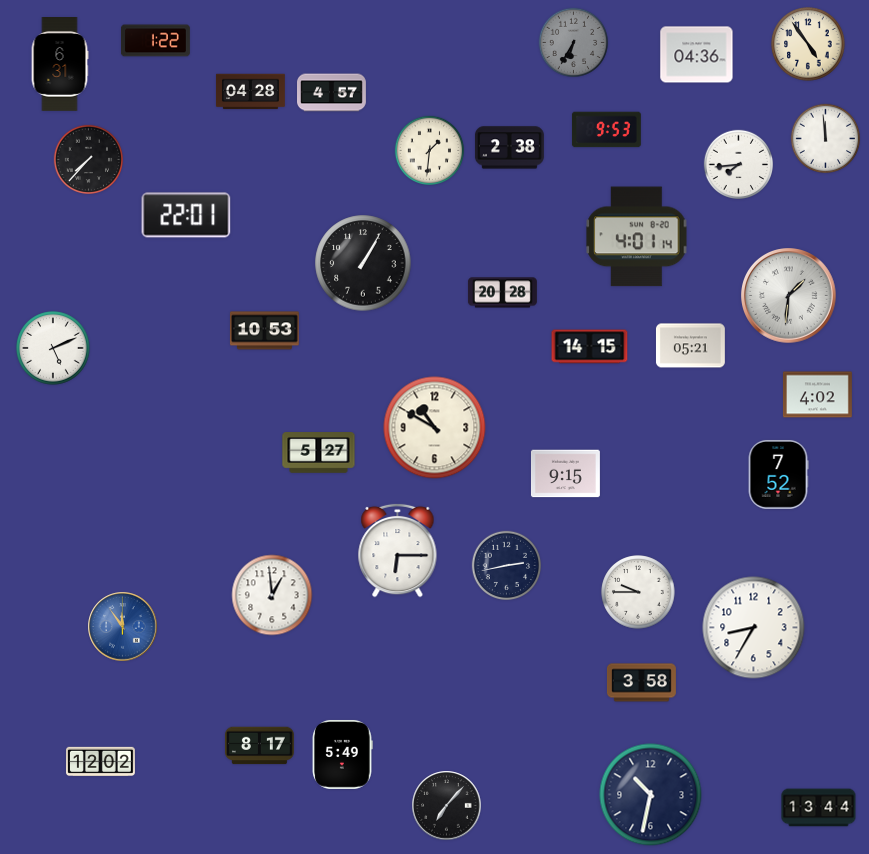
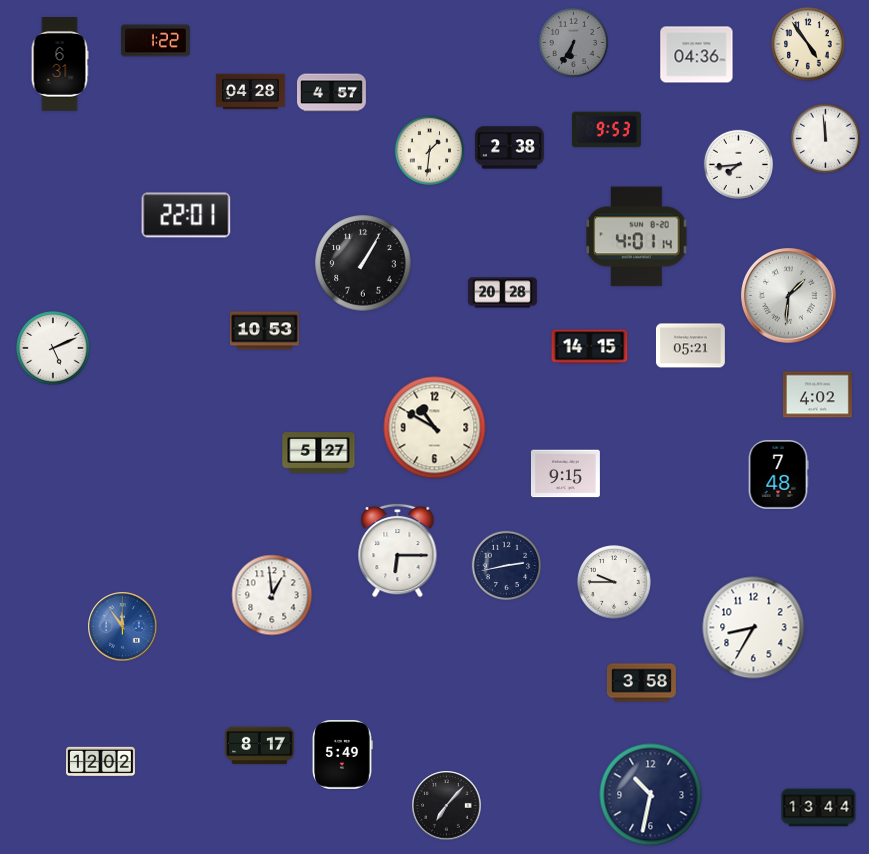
clock at (88, 159): 7:37 -> none
clock at (778, 474): 7:52 -> 7:48
clock at (638, 592) position: (638, 592) -> (614, 582)
